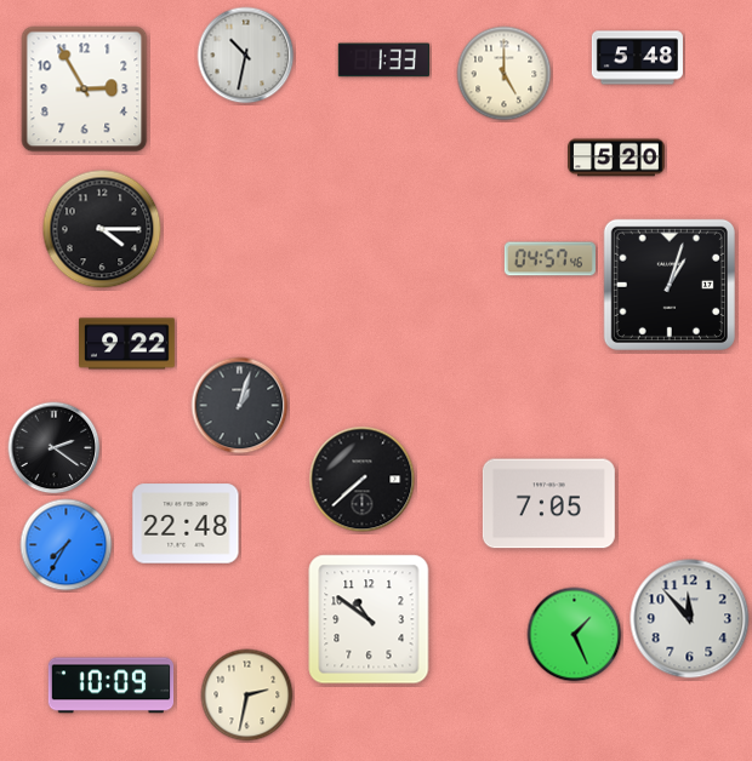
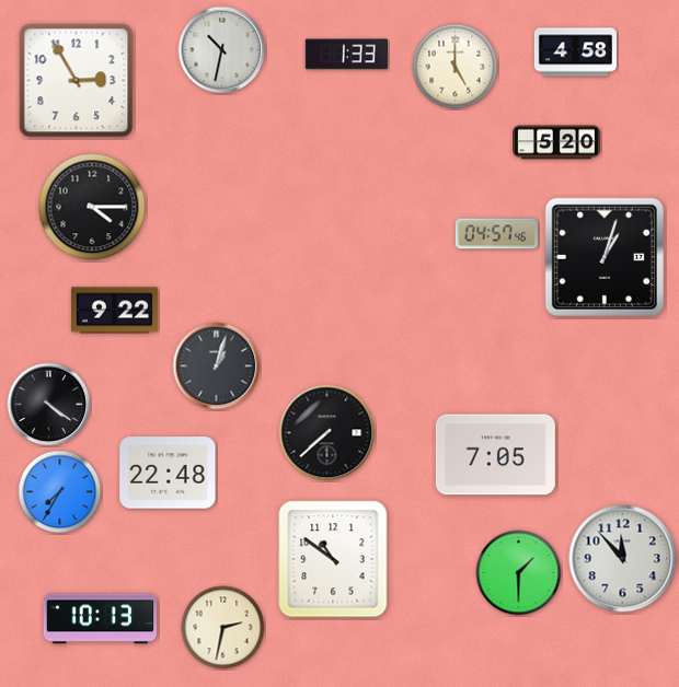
clock at (637, 58): 5:48 -> 4:58
clock at (55, 448): 2:21 -> 4:21
clock at (575, 635): 1:26 -> 1:30
clock at (112, 686): 10:09 -> 10:13
